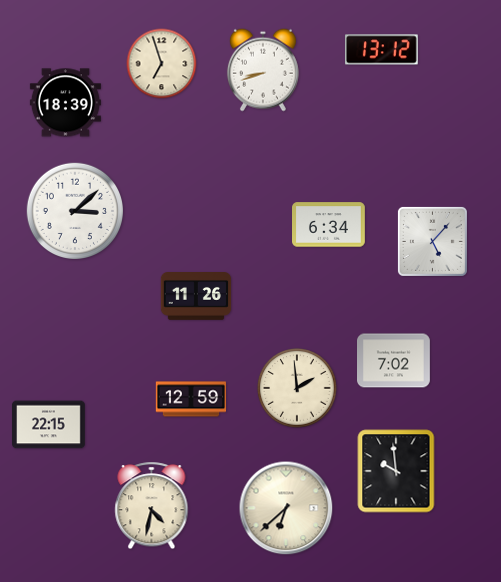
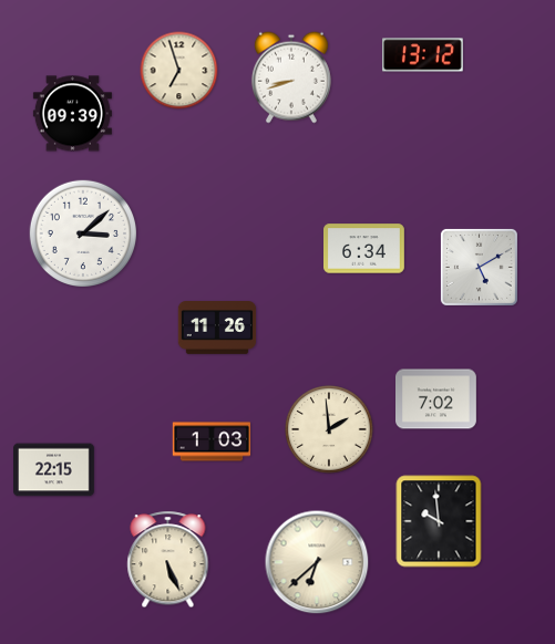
clock at (65, 103): 18:39 -> 09:39
clock at (432, 241): 5:07 -> 5:10
clock at (191, 399): 12:59 -> 1:03
clock at (152, 506): 4:32 -> 5:26
